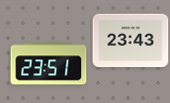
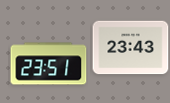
clock at (131, 41) position: (131, 41) -> (131, 48)
